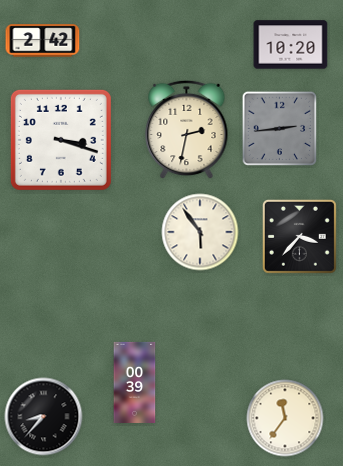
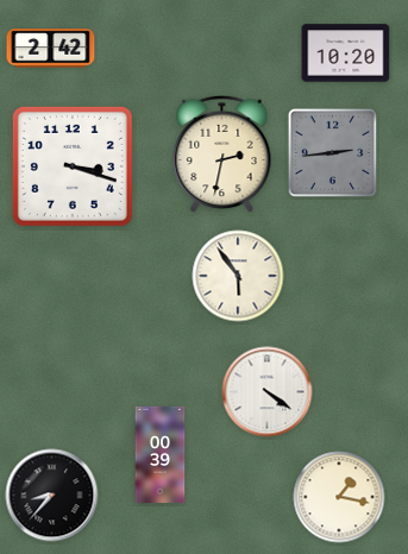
clock at (299, 236): 3:37 -> none
clock at (268, 392): none -> 4:21
clock at (285, 418): 11:36 -> 1:17
